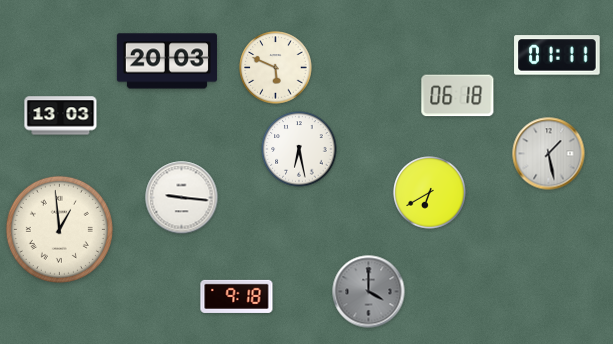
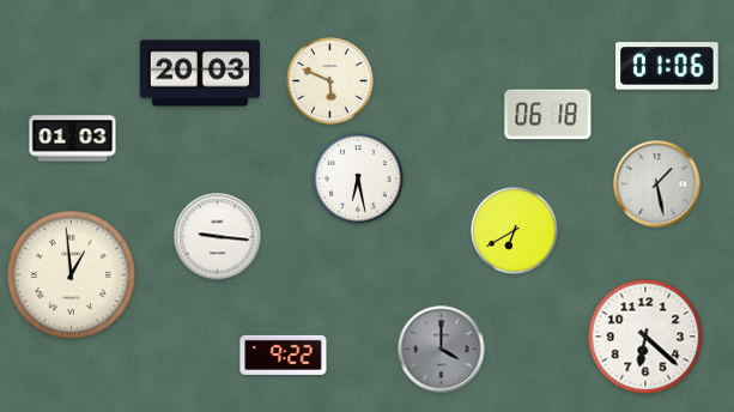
clock at (557, 55): 01:11 -> 01:06
clock at (61, 116): 13:03 -> 01:03
clock at (645, 337): none -> 6:22
clock at (237, 296): 9:18 -> 9:22
